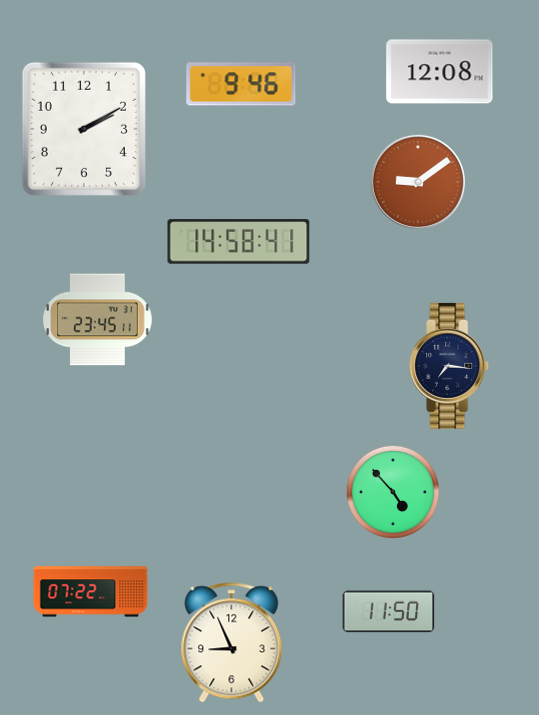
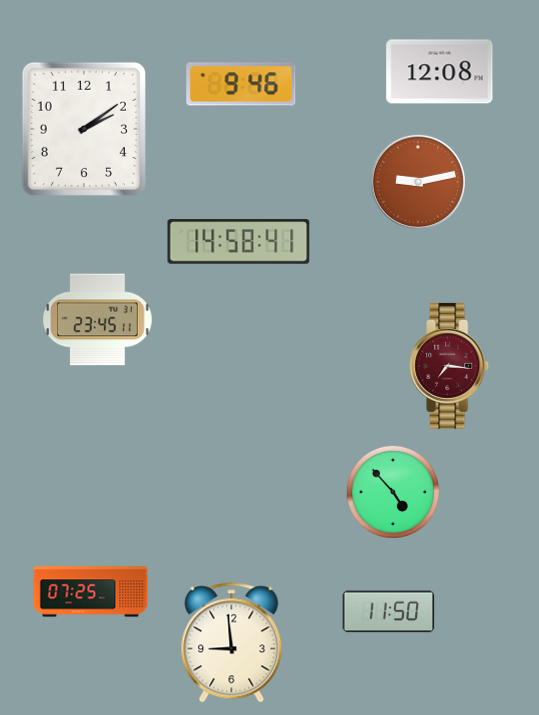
clock at (84, 129): 2:10 -> 2:09
clock at (417, 181): 9:09 -> 9:13
clock at (450, 366) dial: navy -> burgundy
clock at (91, 592): 07:22 -> 07:25
clock at (232, 643): 8:56 -> 8:59
